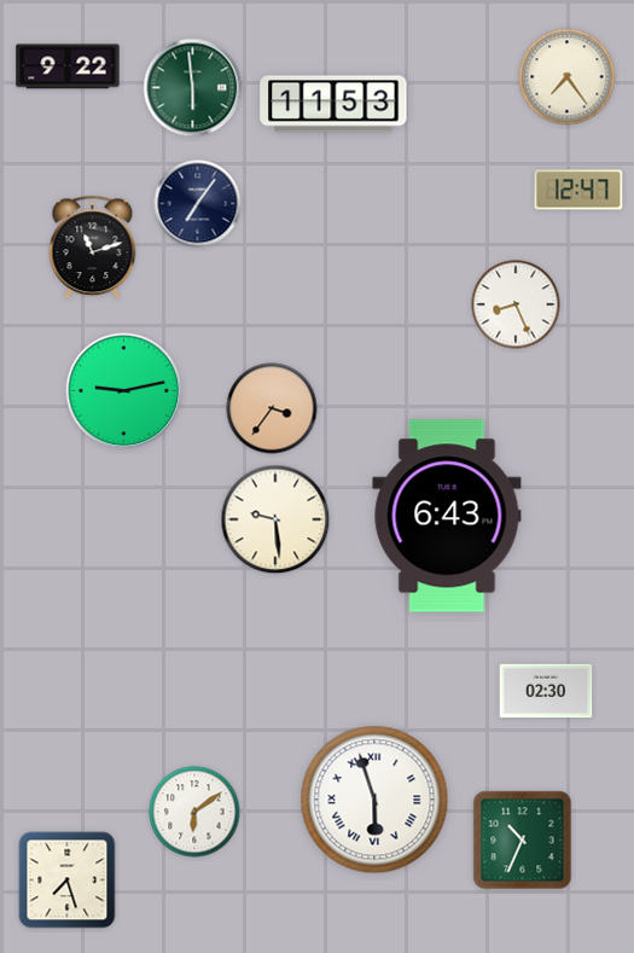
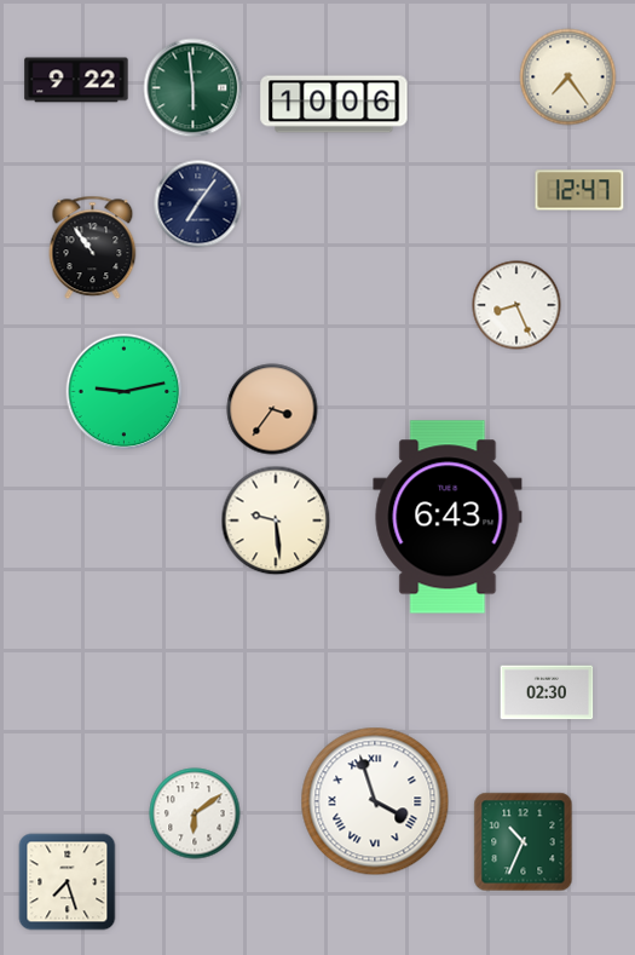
clock at (68, 66) position: (68, 66) -> (76, 80)
clock at (333, 104): 11:53 -> 10:06
clock at (93, 248): 11:12 -> 10:54
clock at (374, 800): 5:57 -> 3:57
